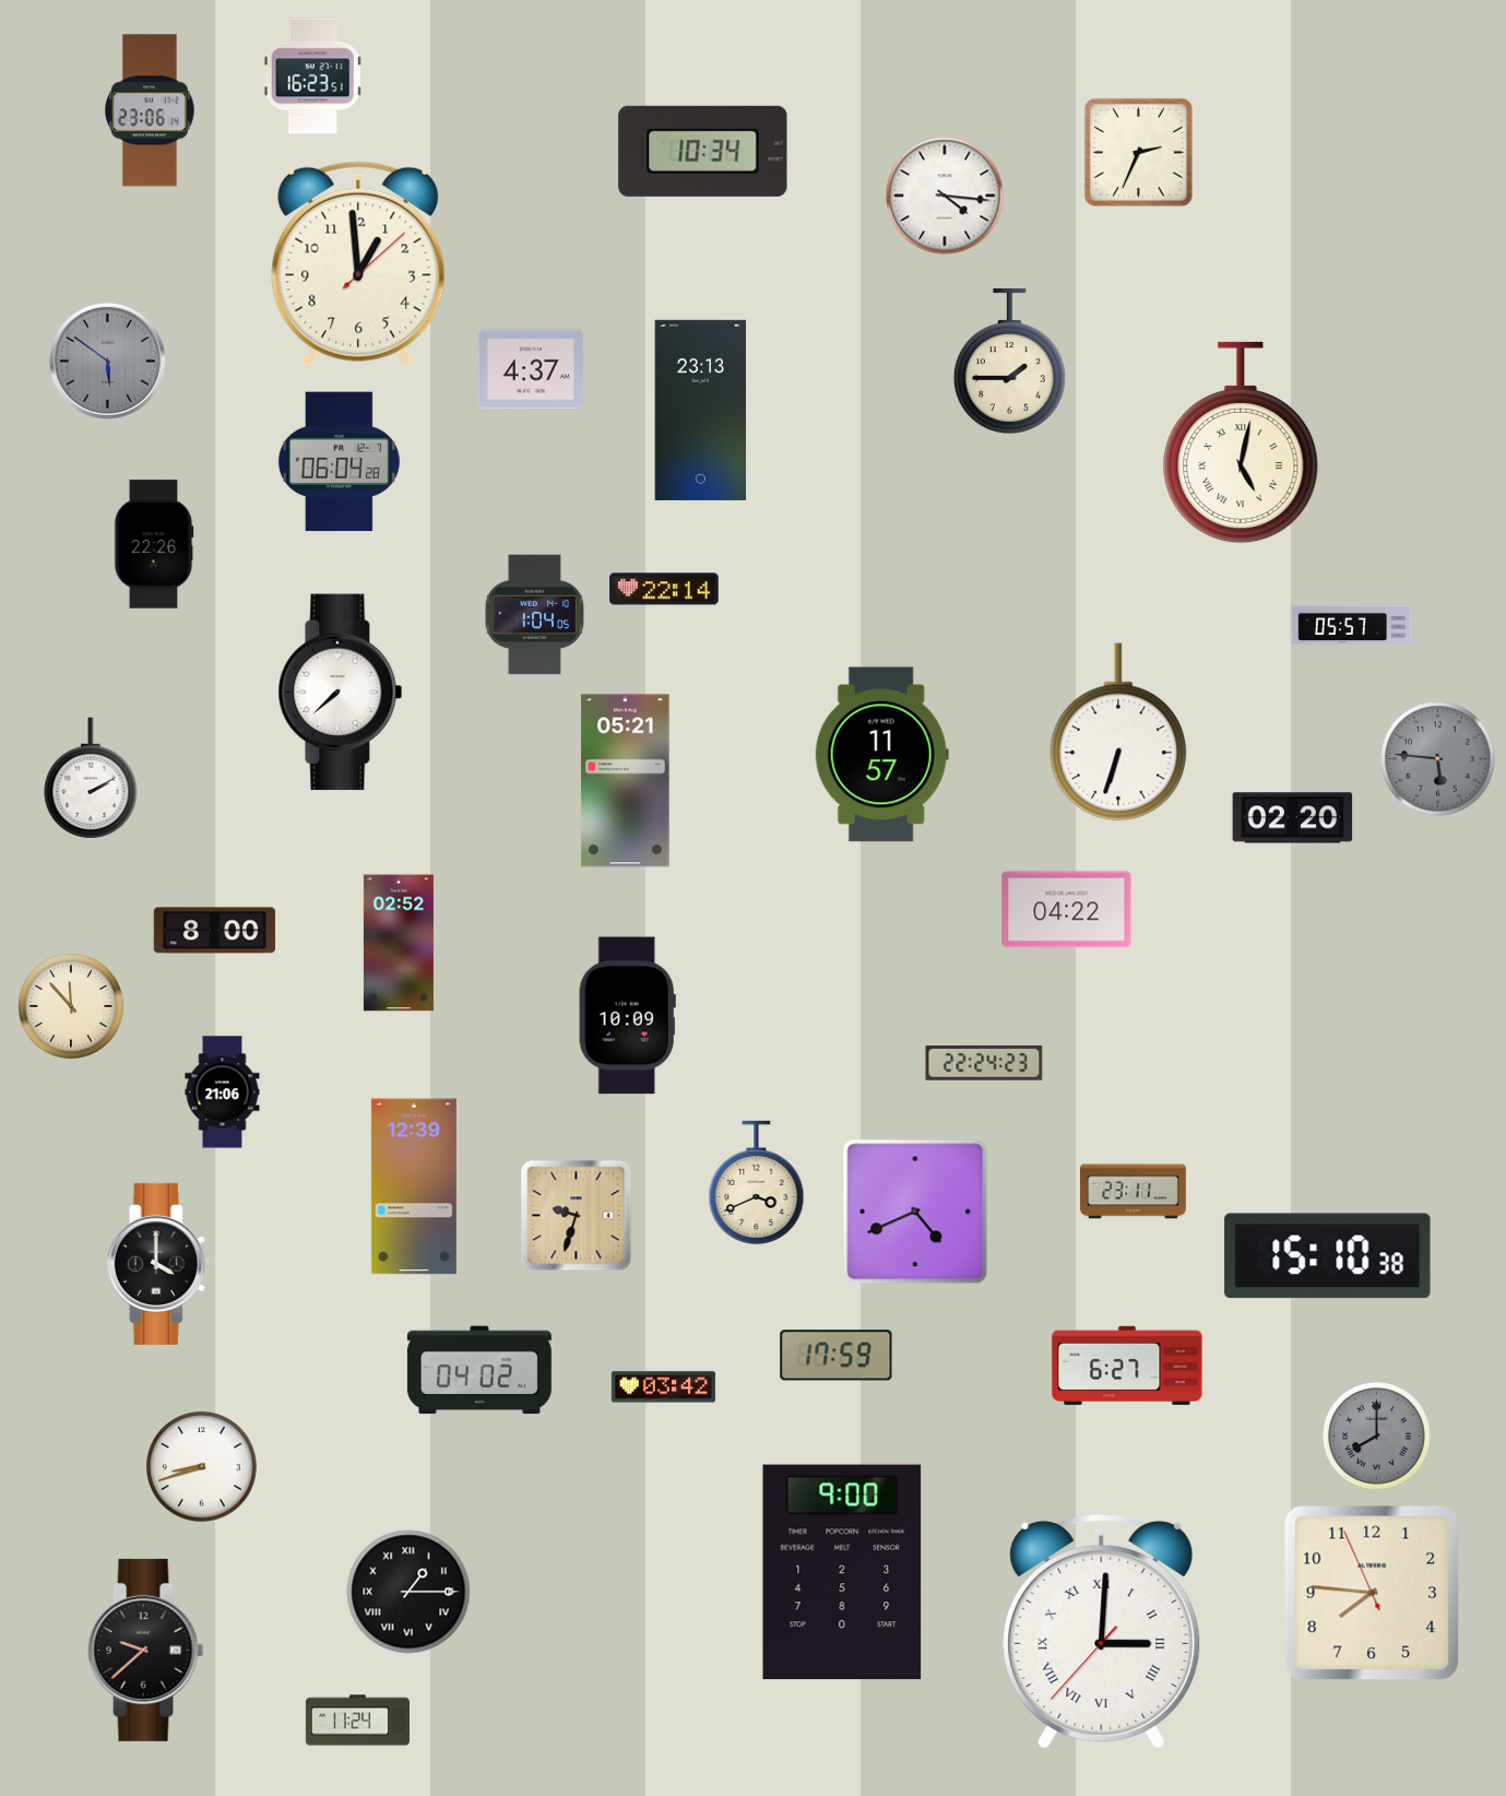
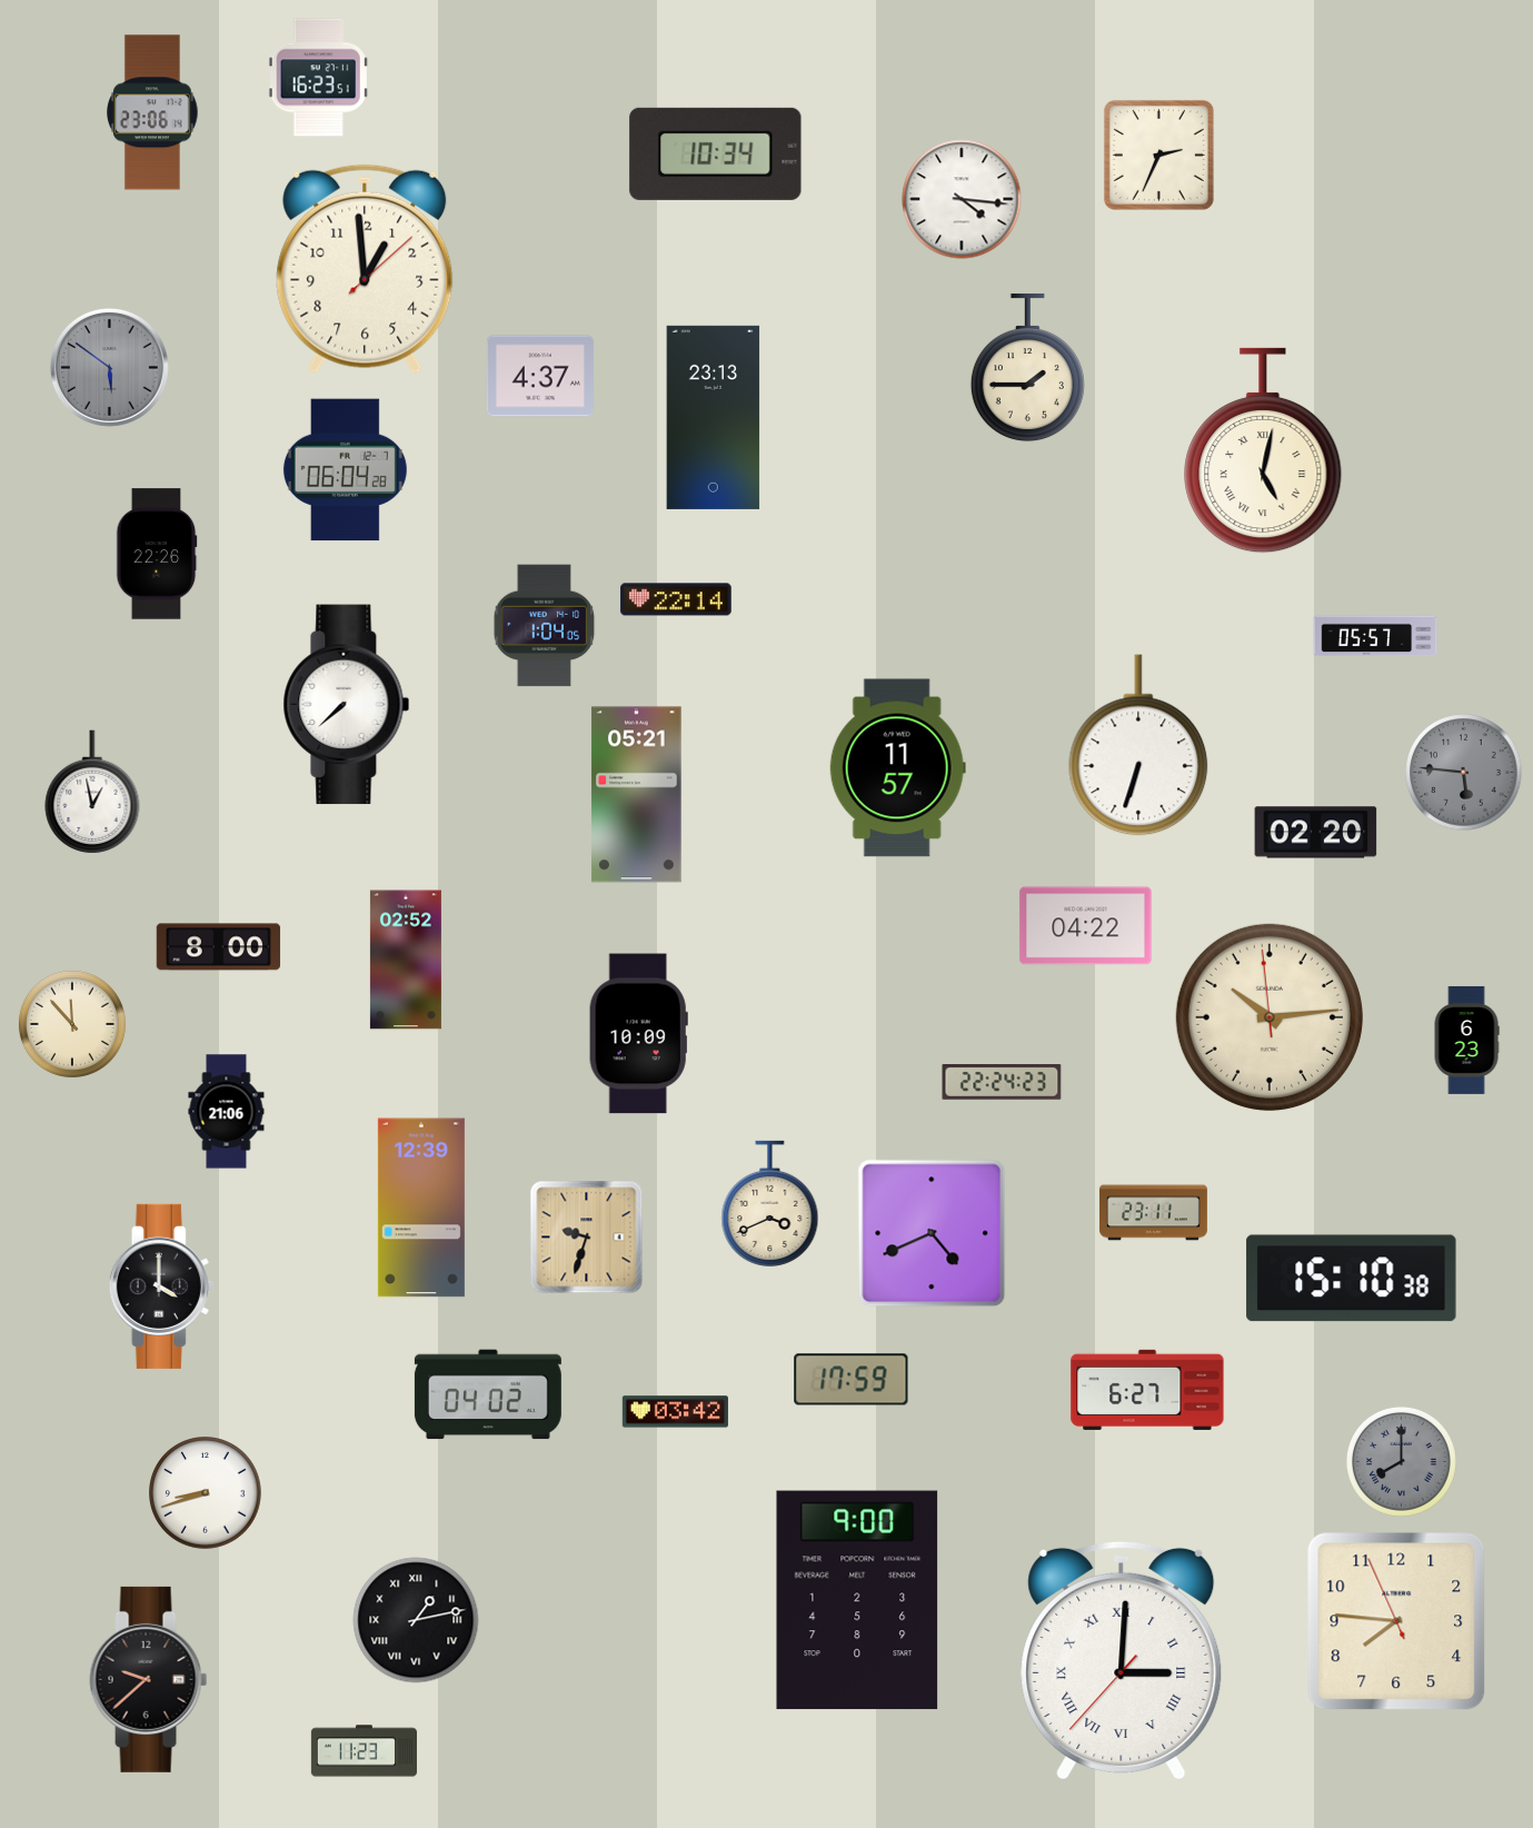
clock at (91, 778): 2:10 -> 12:58
clock at (1270, 1017): none -> 10:13
clock at (1466, 1040): none -> 6:23
clock at (408, 1592): 1:15 -> 1:13
clock at (357, 1721): 11:24 -> 11:23
